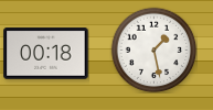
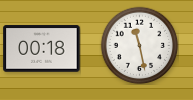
clock at (153, 50): 1:28 -> 11:28
